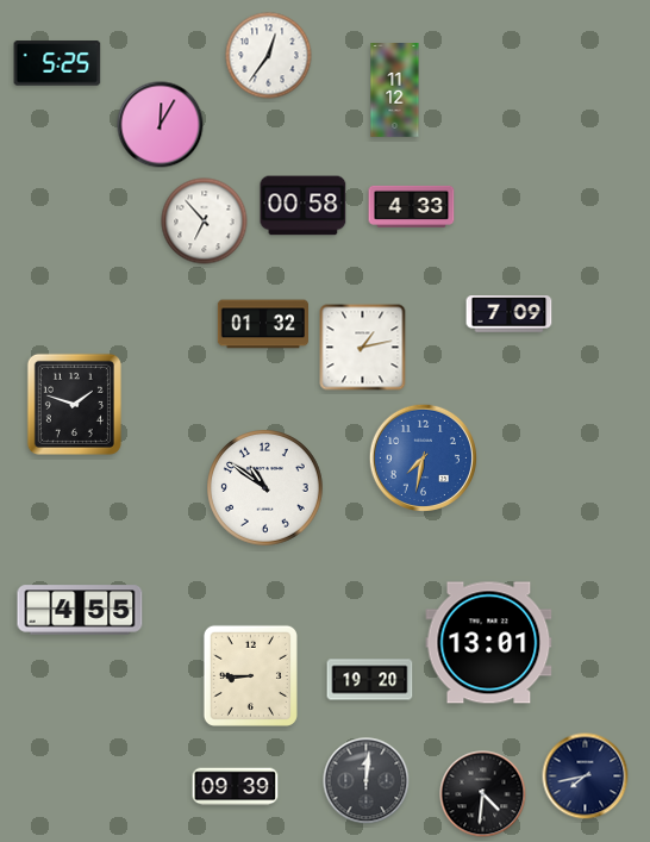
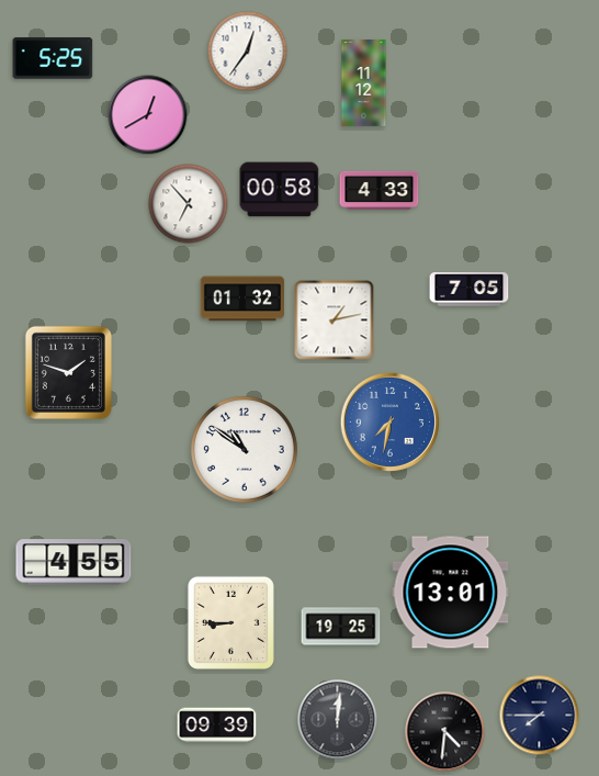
clock at (161, 125): 12:05 -> 12:40
clock at (510, 314): 7:09 -> 7:05
clock at (370, 680): 19:20 -> 19:25
clock at (586, 776): 7:43 -> 7:45
